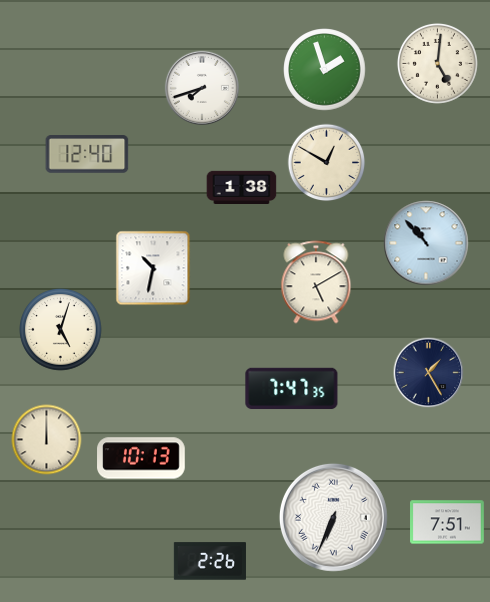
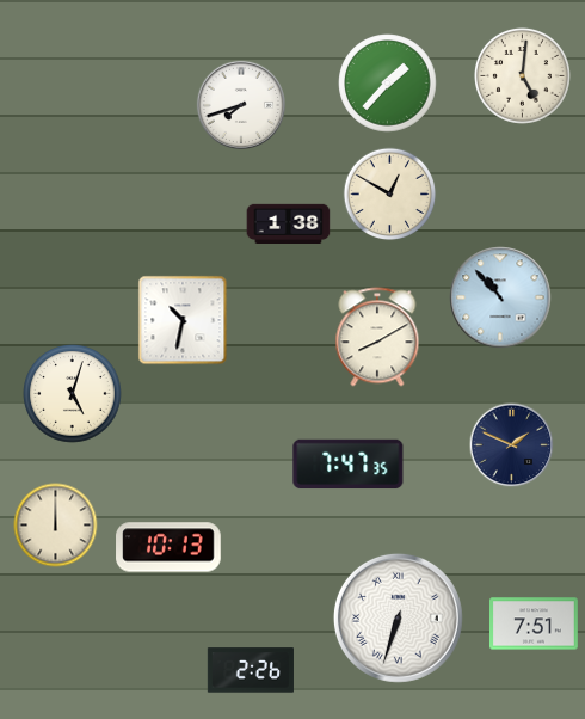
clock at (325, 70): 1:57 -> 1:37
clock at (87, 154): 12:40 -> none
clock at (426, 243) position: (426, 243) -> (500, 297)
clock at (316, 282): 5:10 -> 8:10
clock at (429, 373): 1:25 -> 1:49
clock at (333, 517): 6:34 -> 6:33
